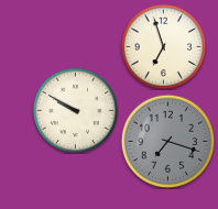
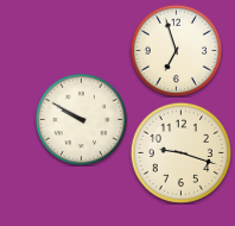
clock at (167, 141): 7:18 -> 9:18
clock at (167, 141) dial: grey -> cream
